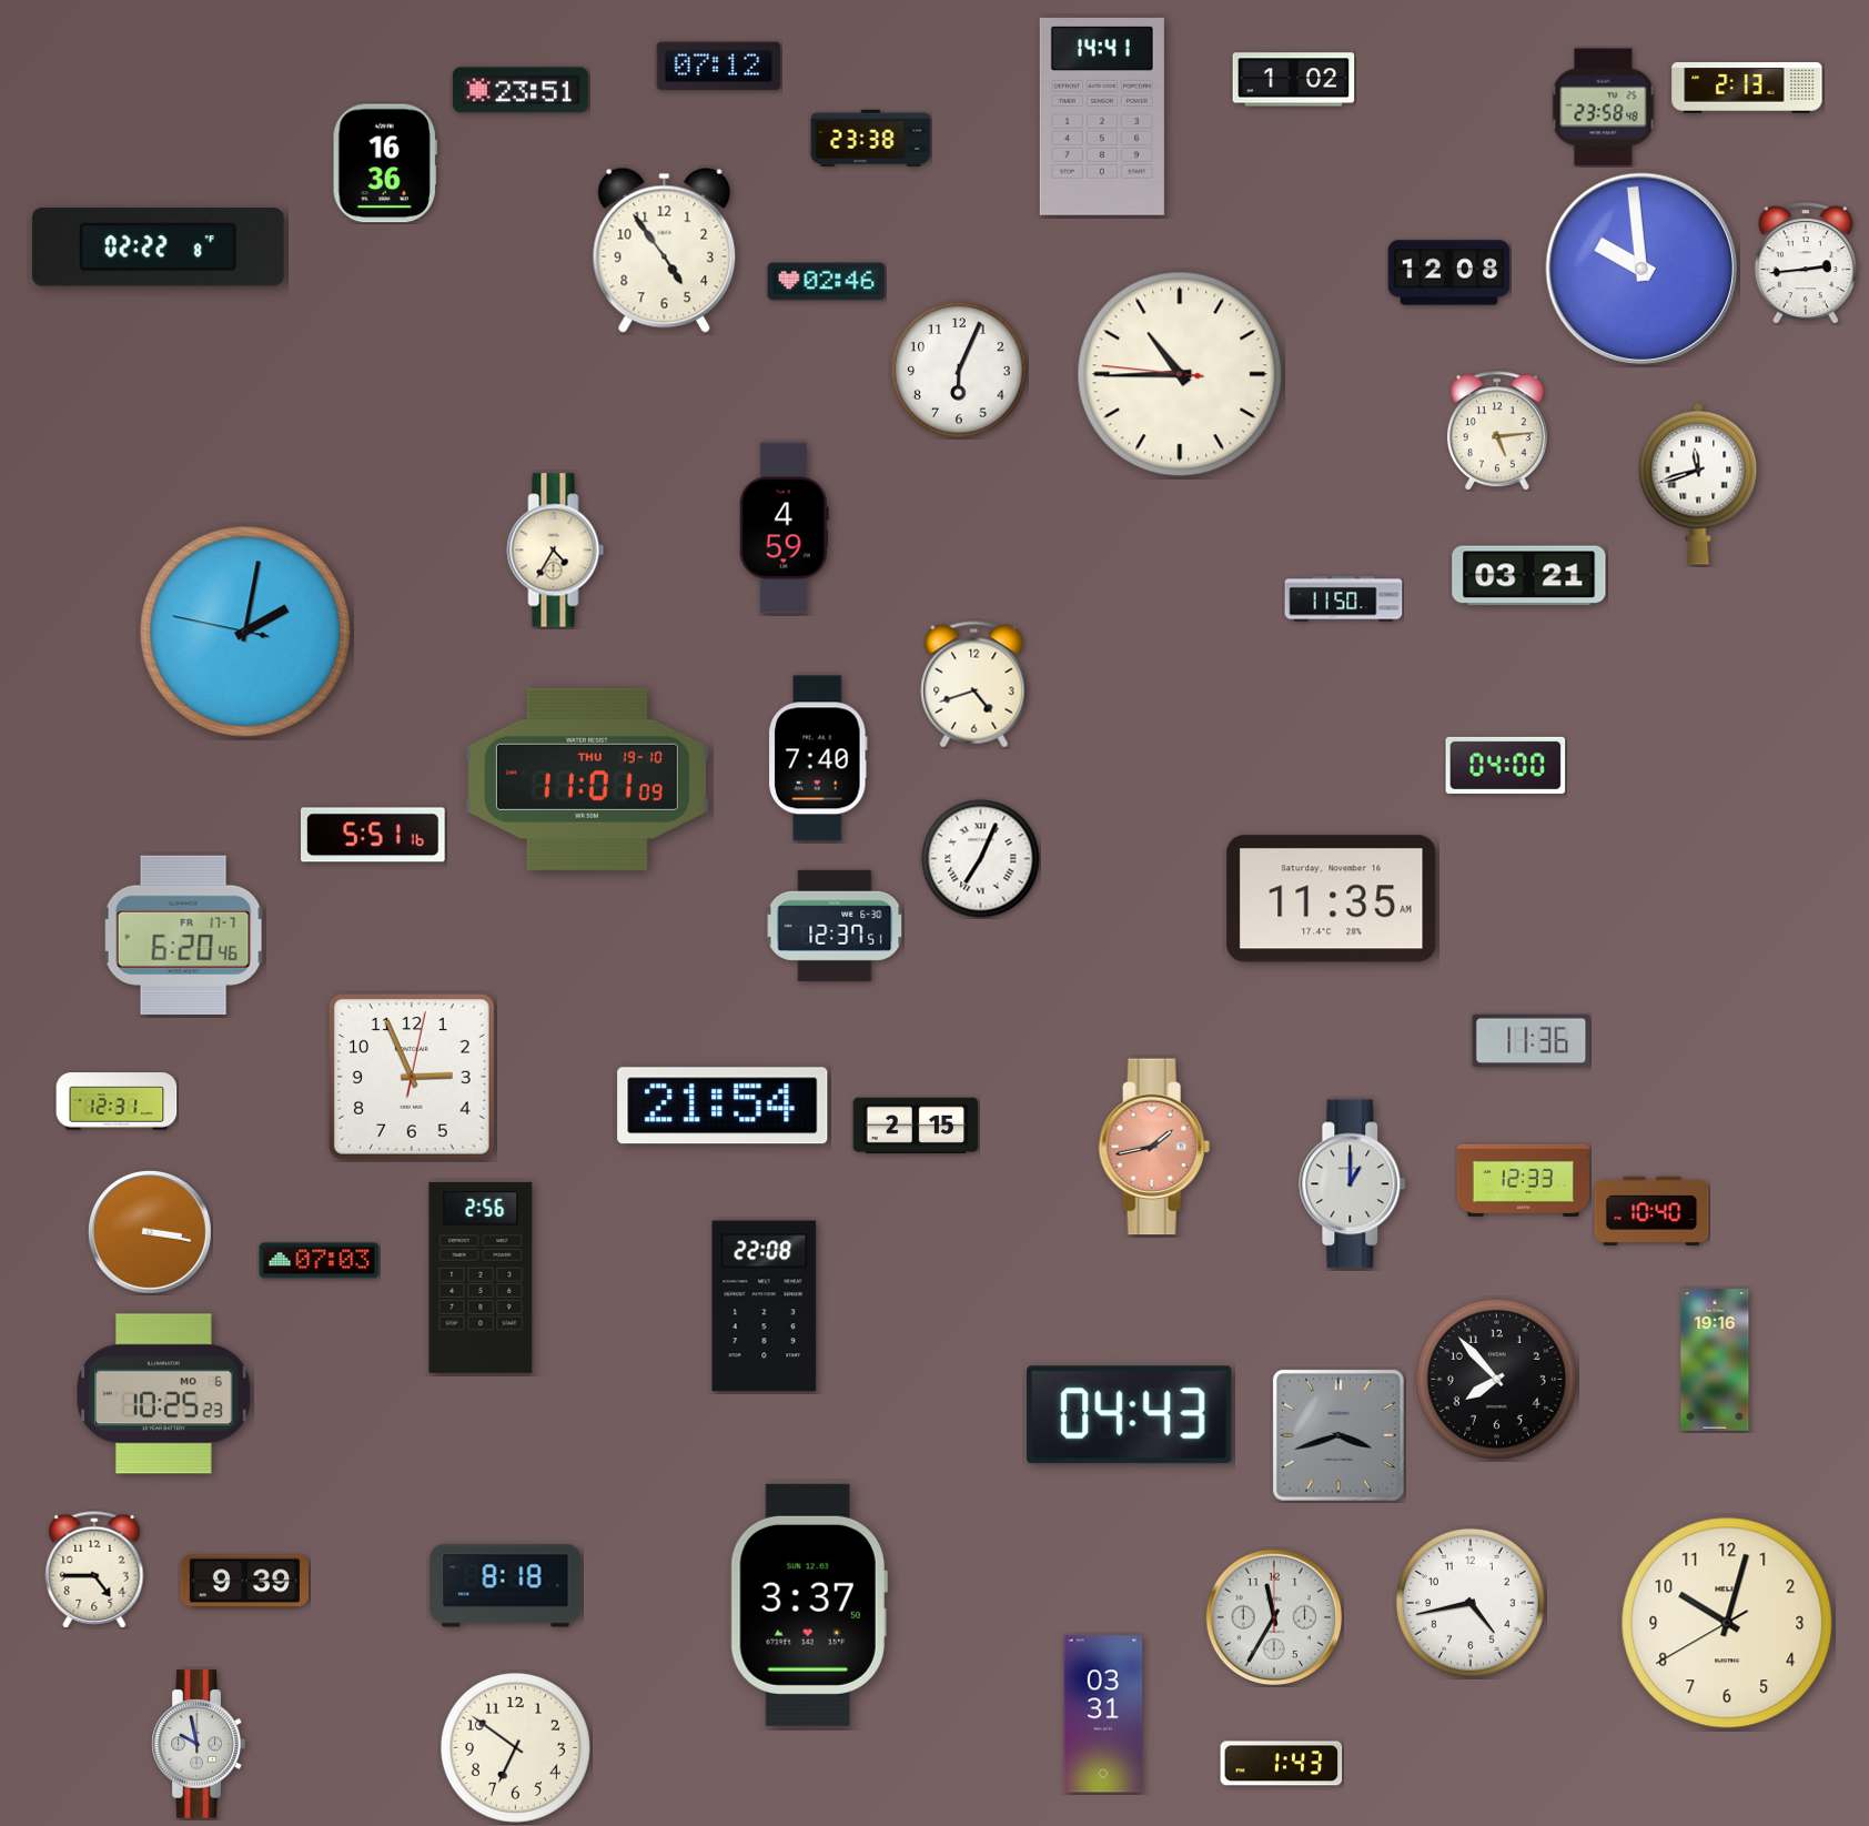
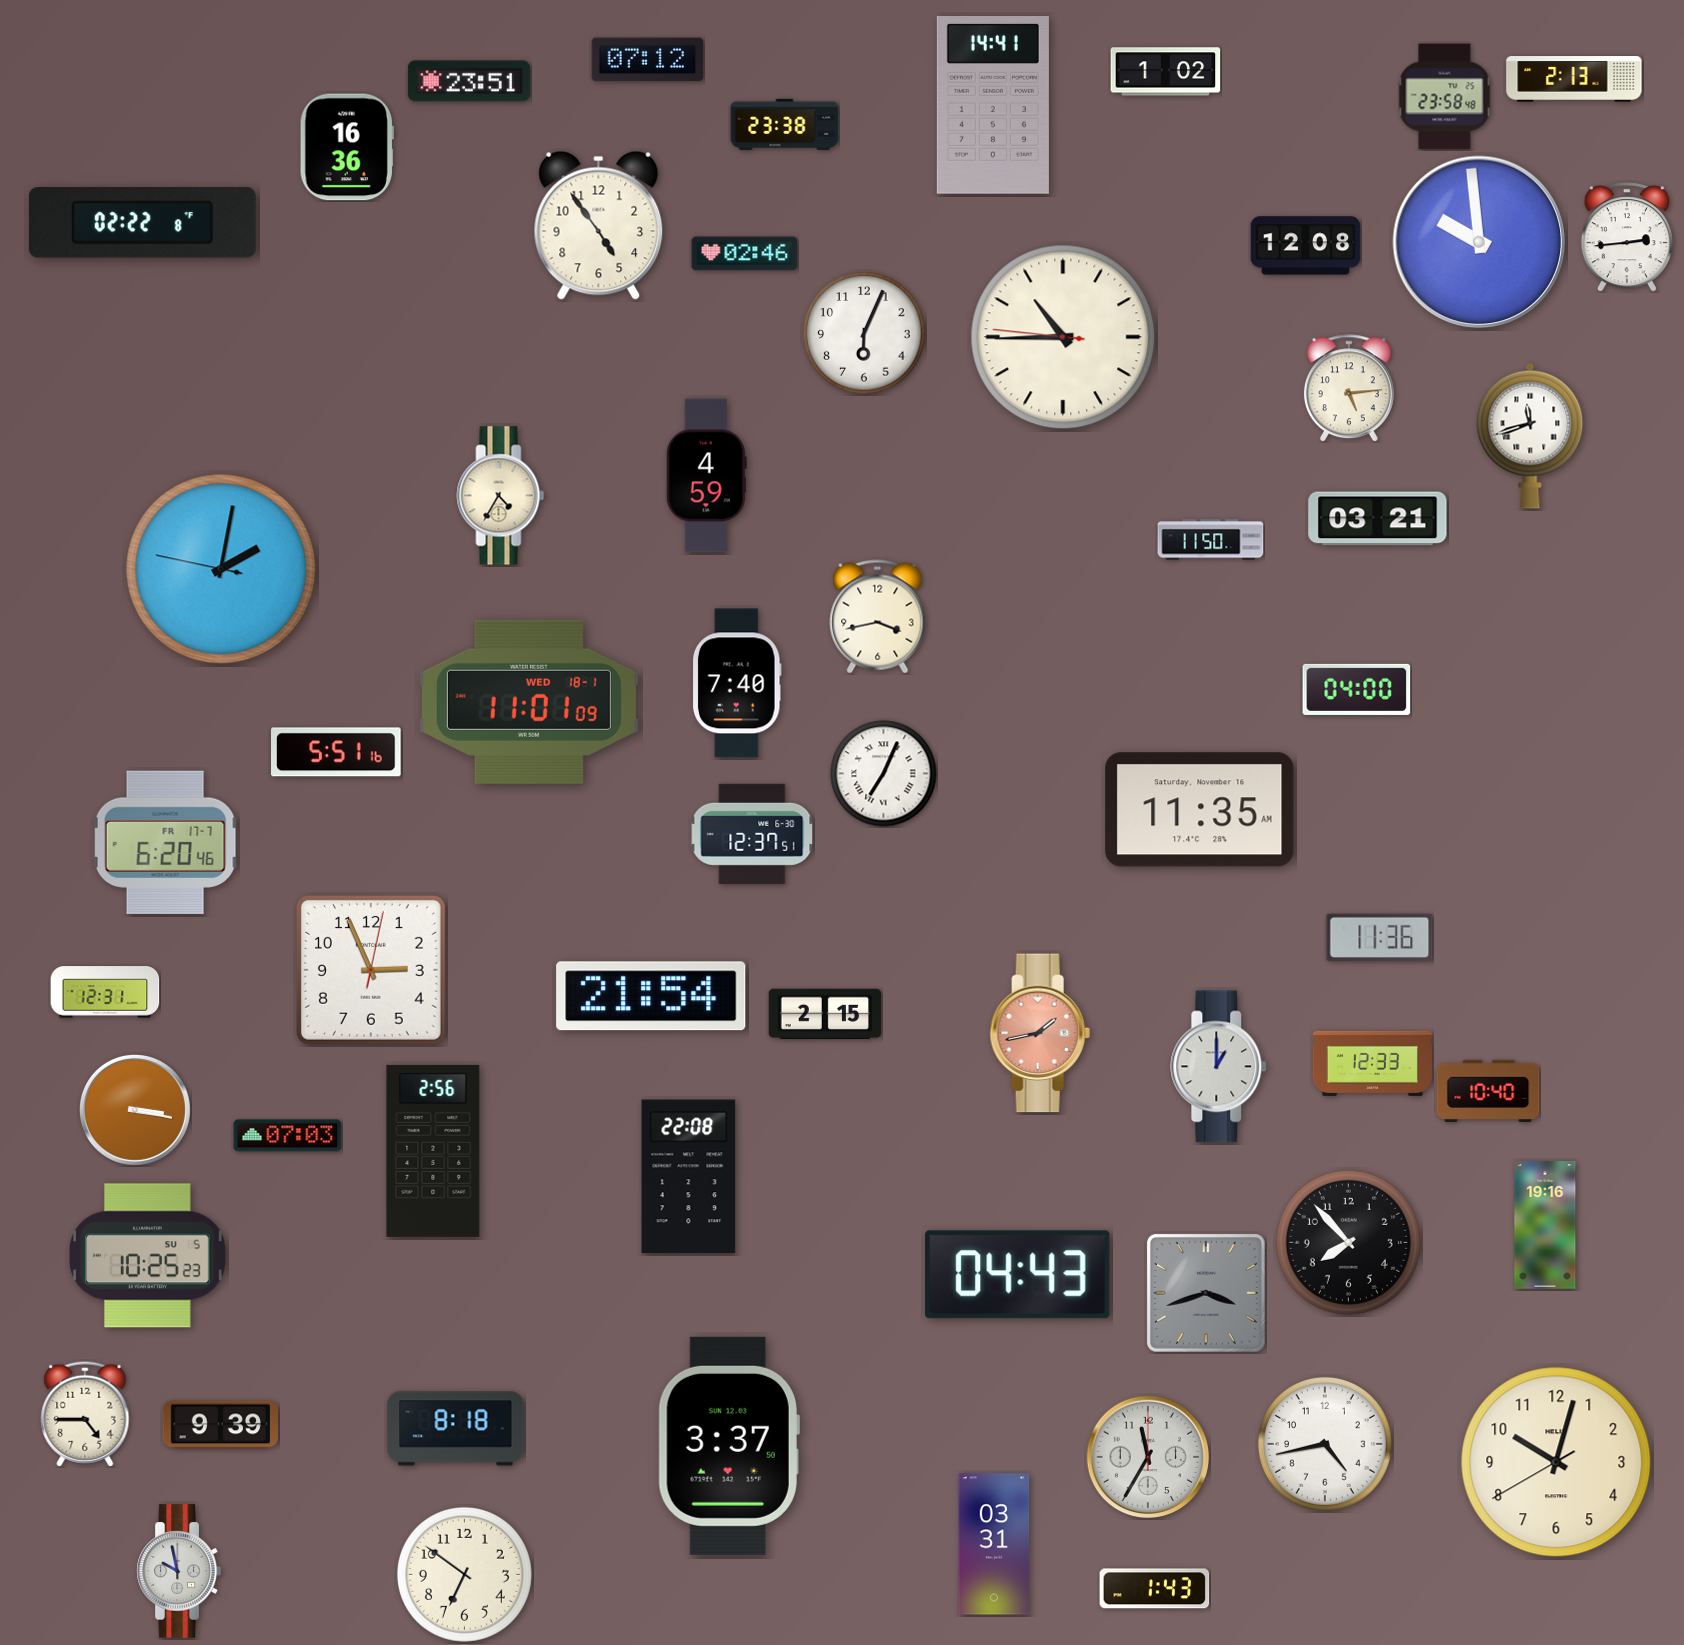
clock at (974, 685): 4:42 -> 3:43
clock at (587, 779) date: THU 19-10 -> WED 18-1
clock at (164, 1394) date: MO 6 -> SU 5
